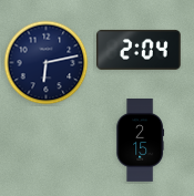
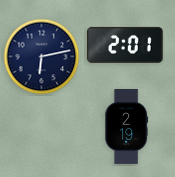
clock at (140, 50): 2:04 -> 2:01
clock at (140, 141): 2:15 -> 2:19
